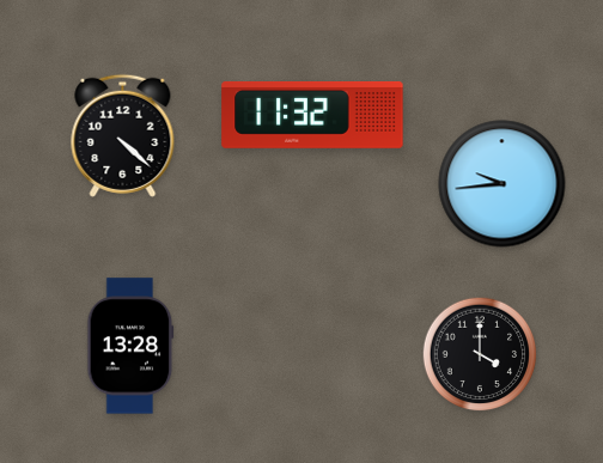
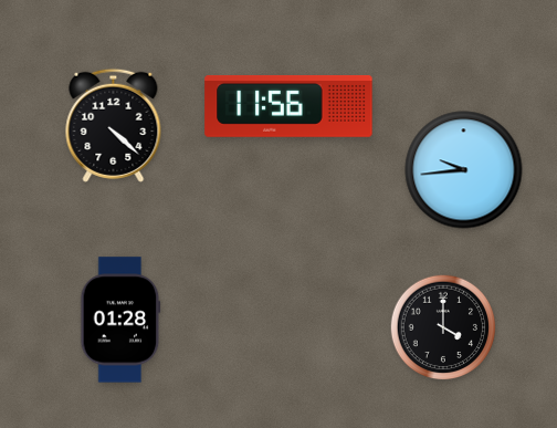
clock at (312, 115): 11:32 -> 11:56
clock at (130, 346): 13:28 -> 01:28
